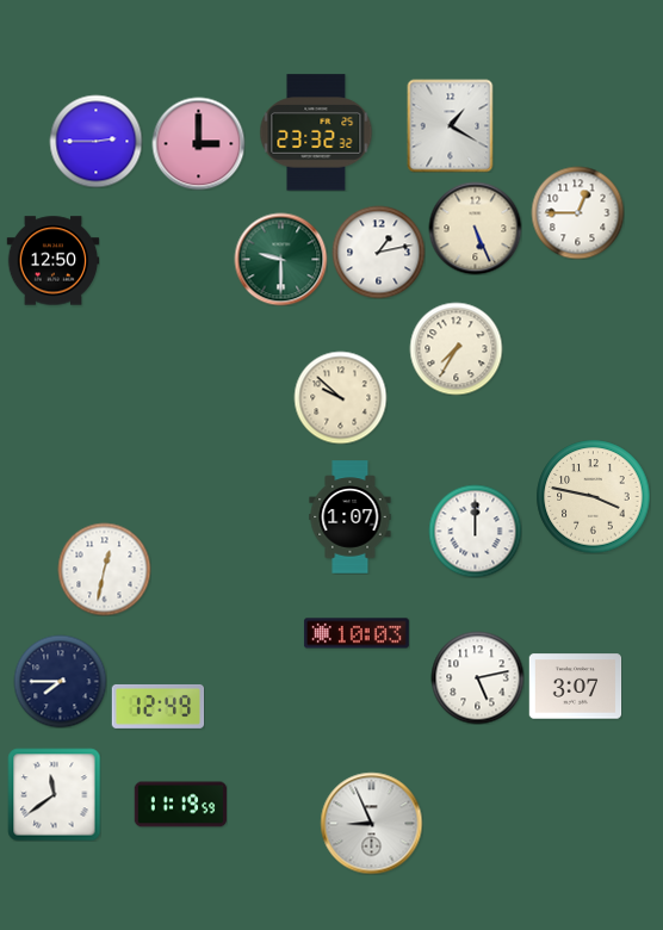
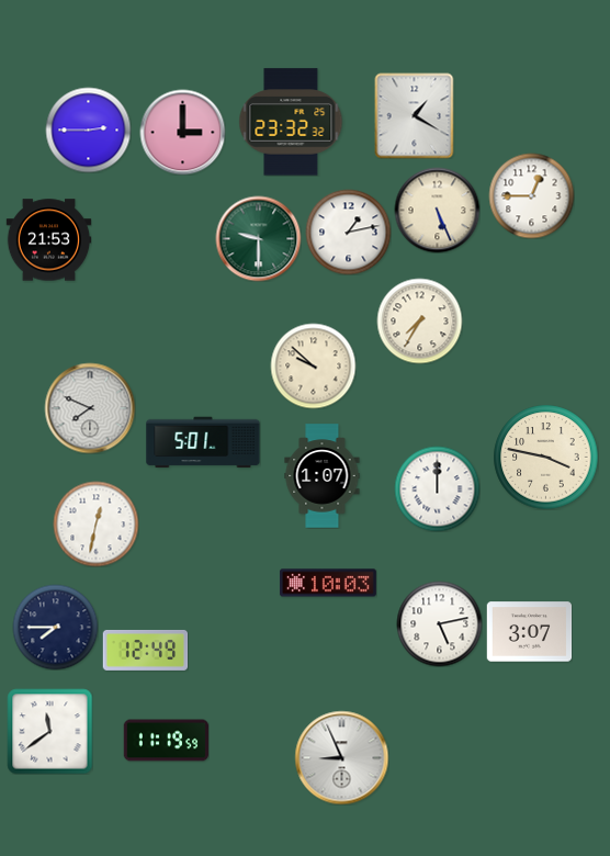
clock at (52, 261): 12:50 -> 21:53
clock at (90, 408): none -> 7:49
clock at (203, 442): none -> 5:01
